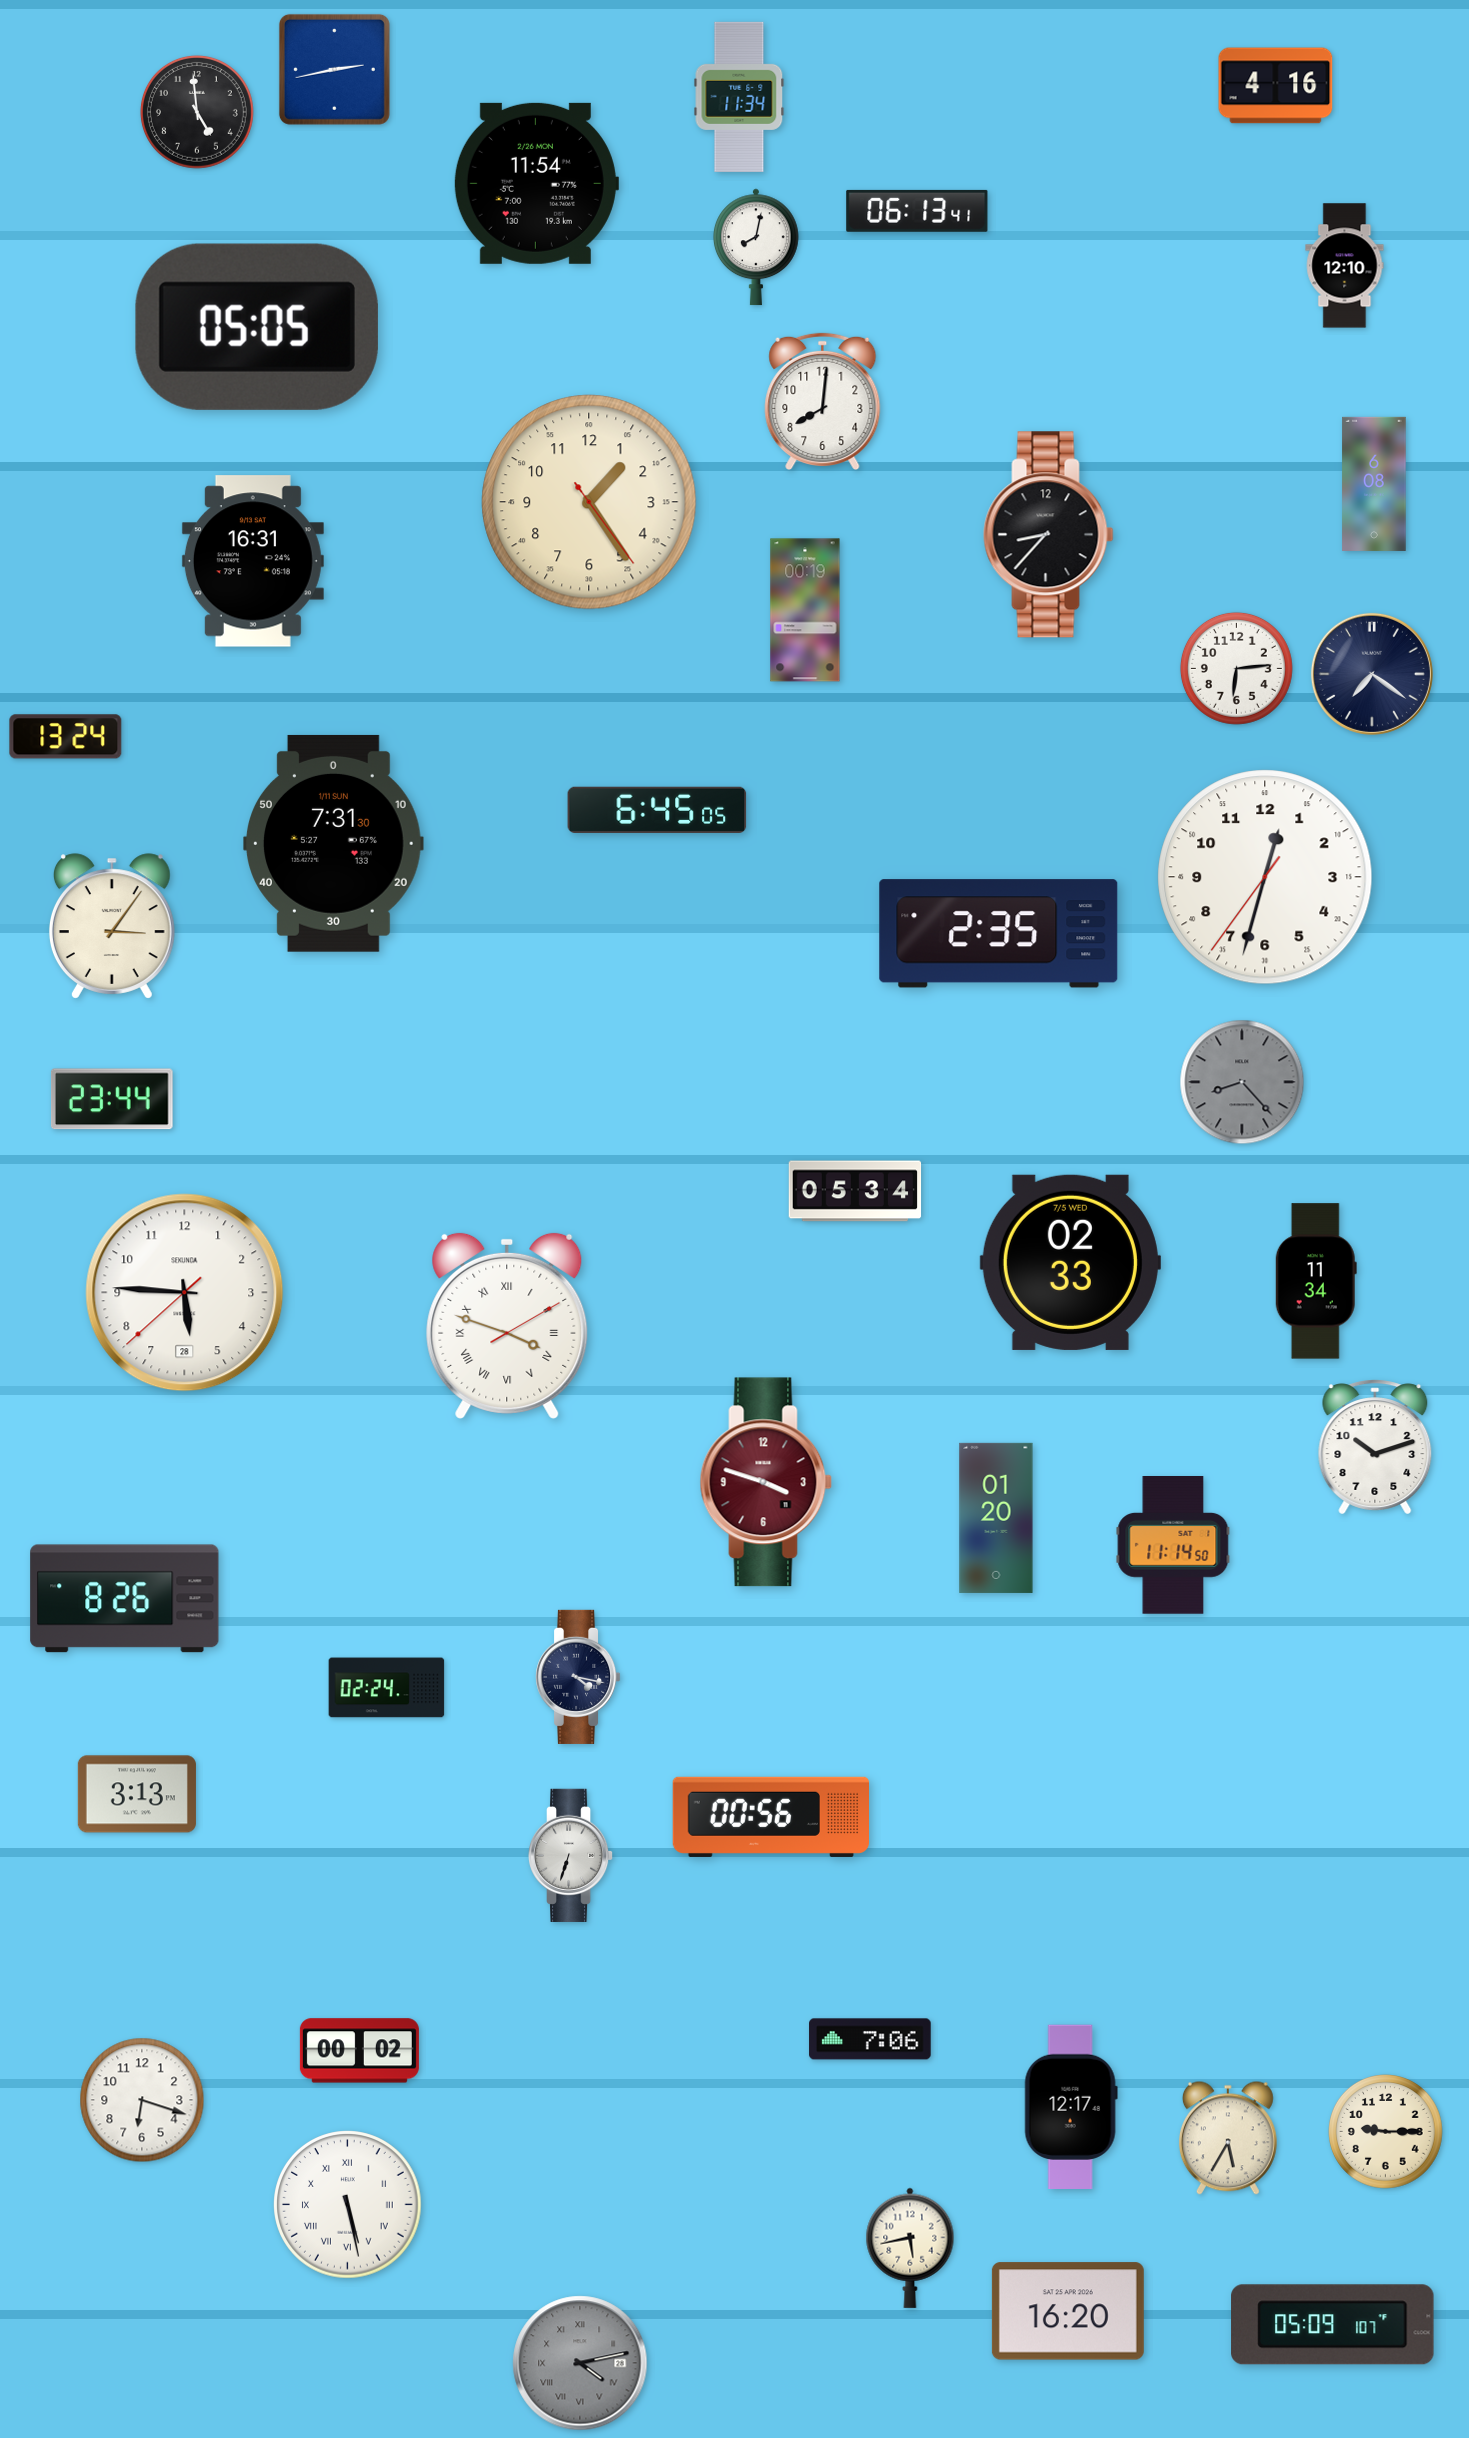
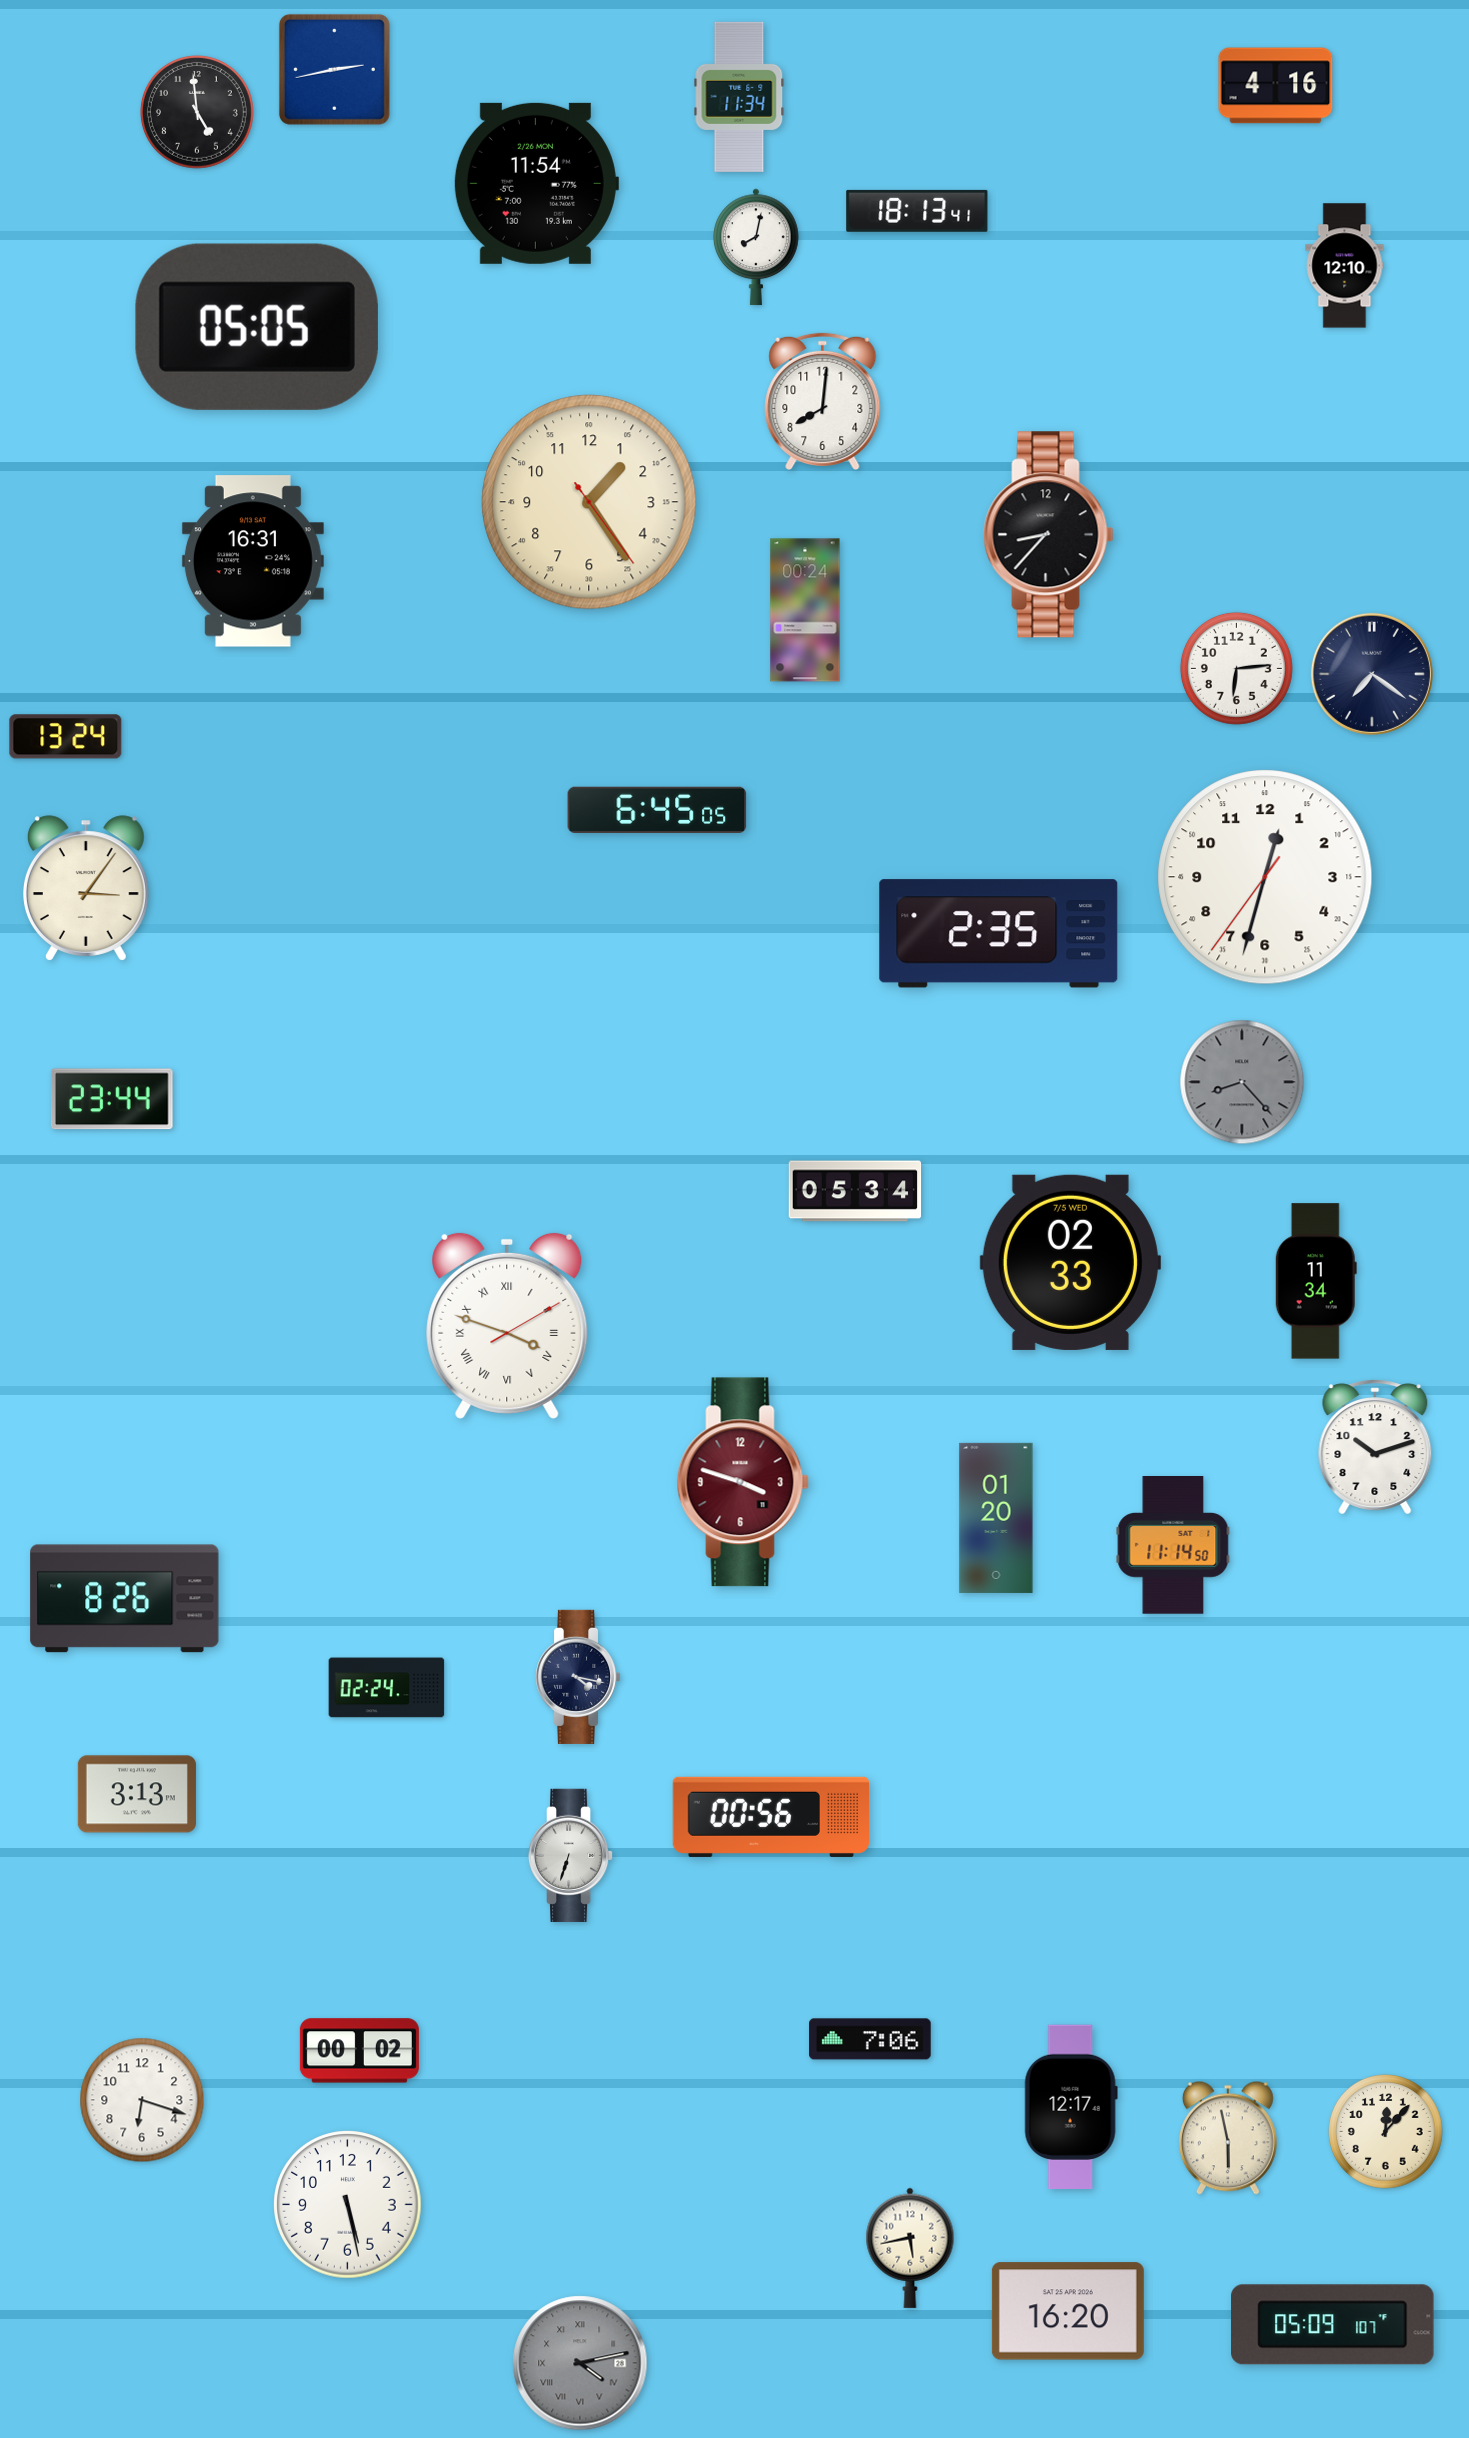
clock at (917, 211): 06:13 -> 18:13
clock at (1374, 484): 6:08 -> none
clock at (805, 610): 00:19 -> 00:24
clock at (334, 843): 7:31 -> none
clock at (112, 926) position: (112, 926) -> (86, 888)
clock at (185, 1293): 5:45 -> none
clock at (766, 1482) position: (766, 1482) -> (743, 1482)
clock at (1386, 2132): 9:15 -> 12:07
clock at (1228, 2138): 5:35 -> 5:58
clock at (348, 2205) numerals: Roman -> Arabic
